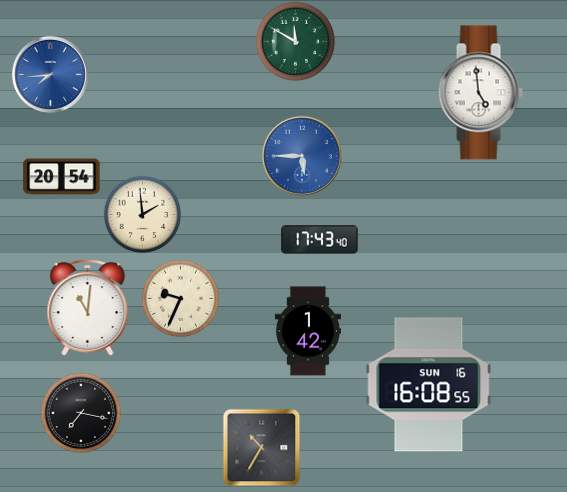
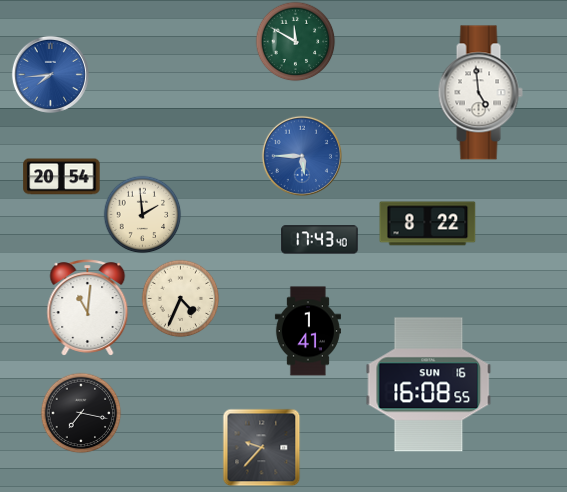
clock at (428, 224): none -> 8:22
clock at (180, 298): 9:34 -> 4:34
clock at (308, 331): 1:42 -> 1:41
clock at (261, 447): 10:35 -> 9:37
